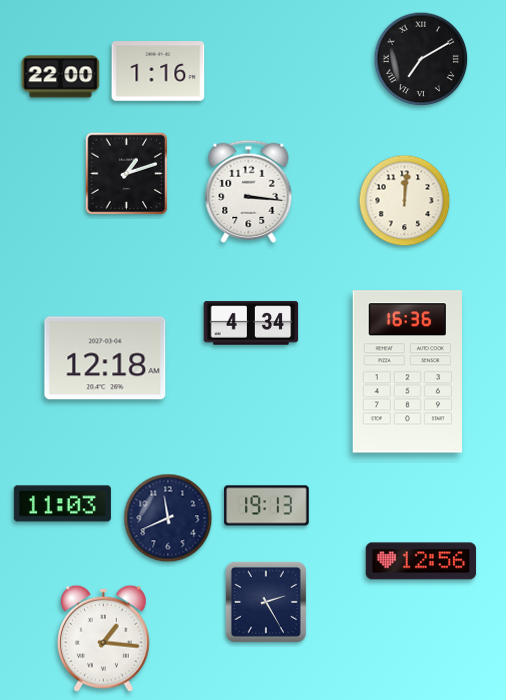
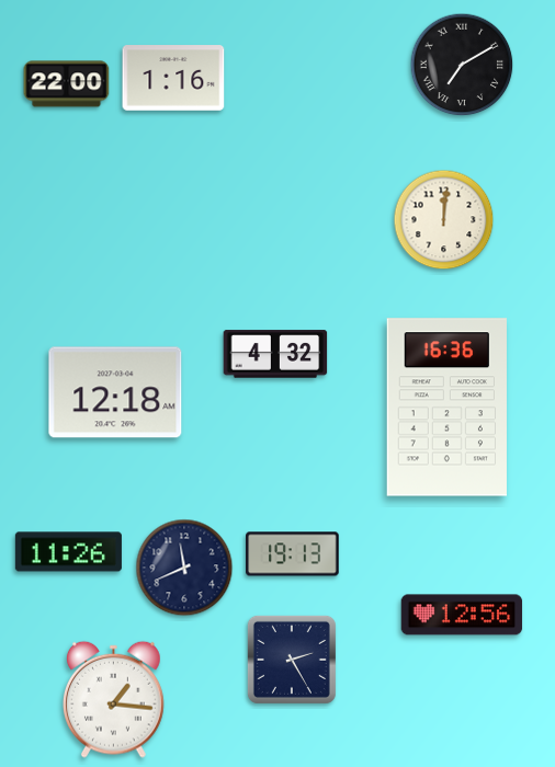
clock at (127, 174): 1:12 -> none
clock at (249, 191): 3:16 -> none
clock at (251, 323): 4:34 -> 4:32
clock at (62, 504): 11:03 -> 11:26
